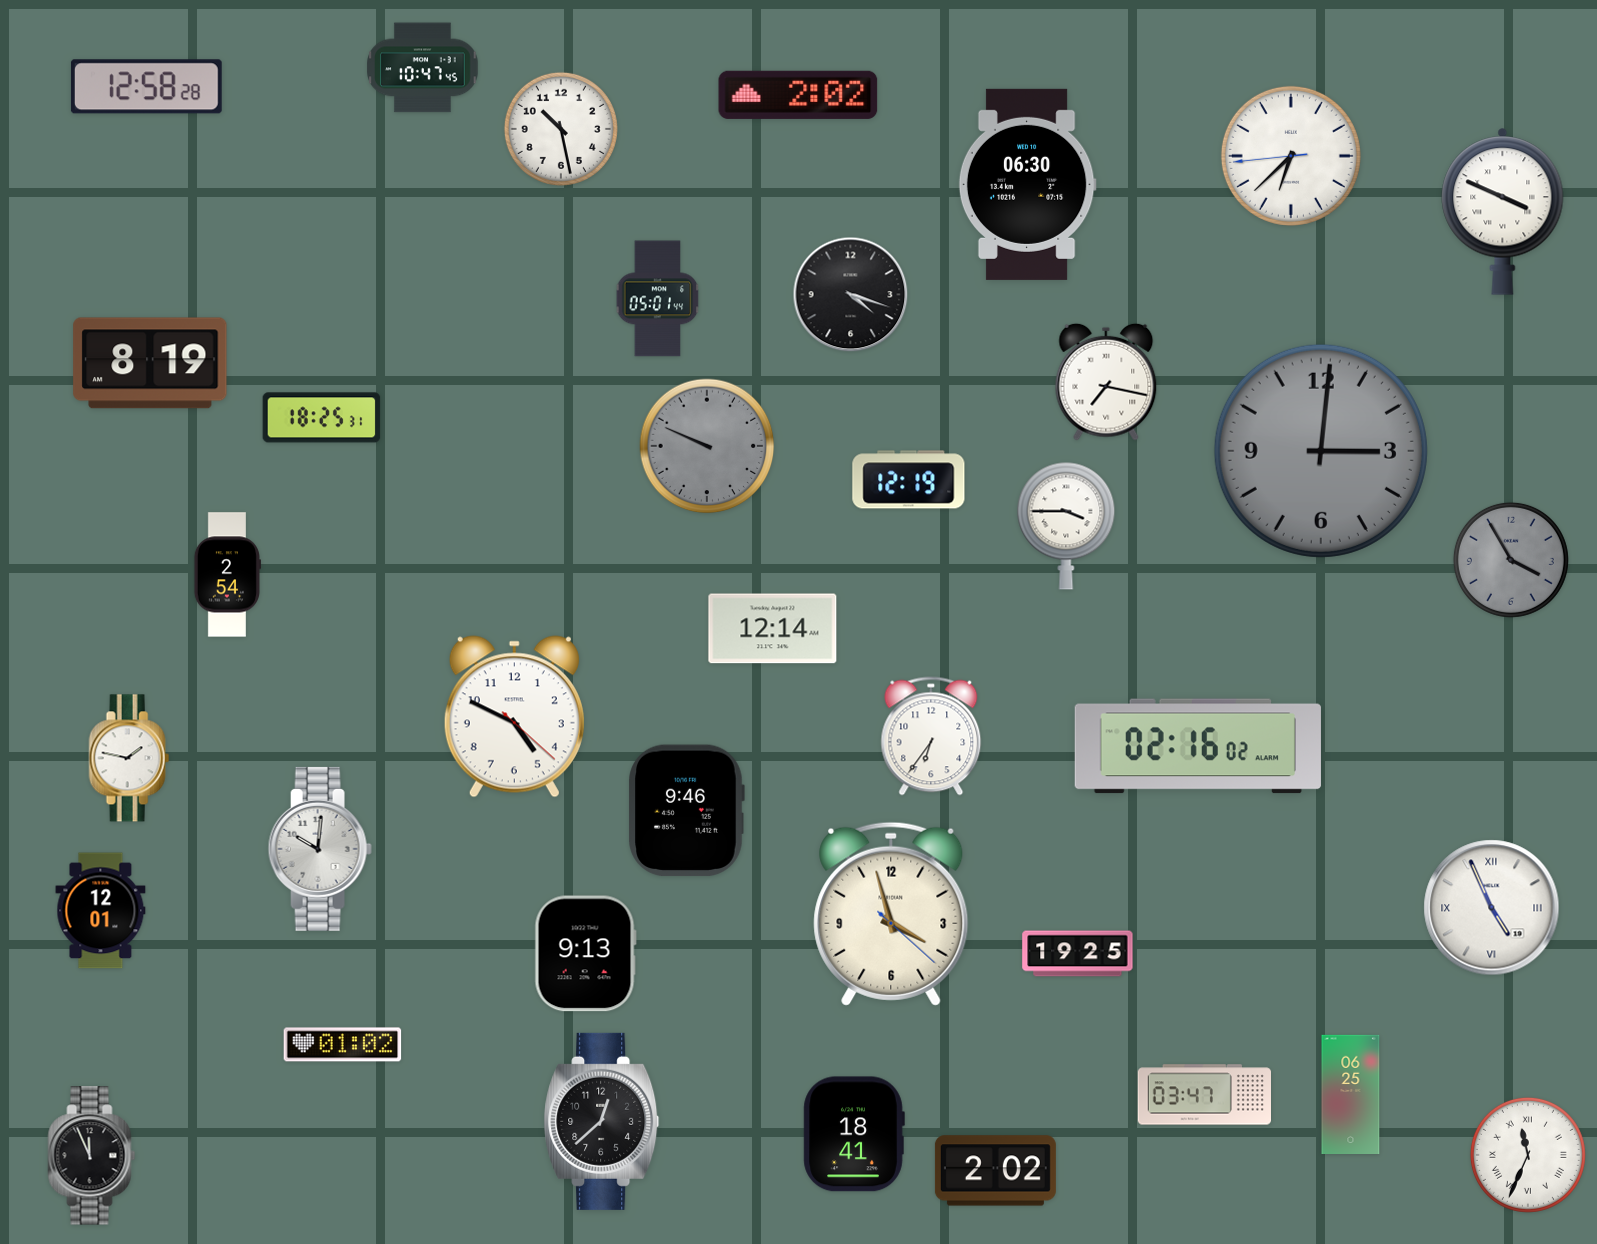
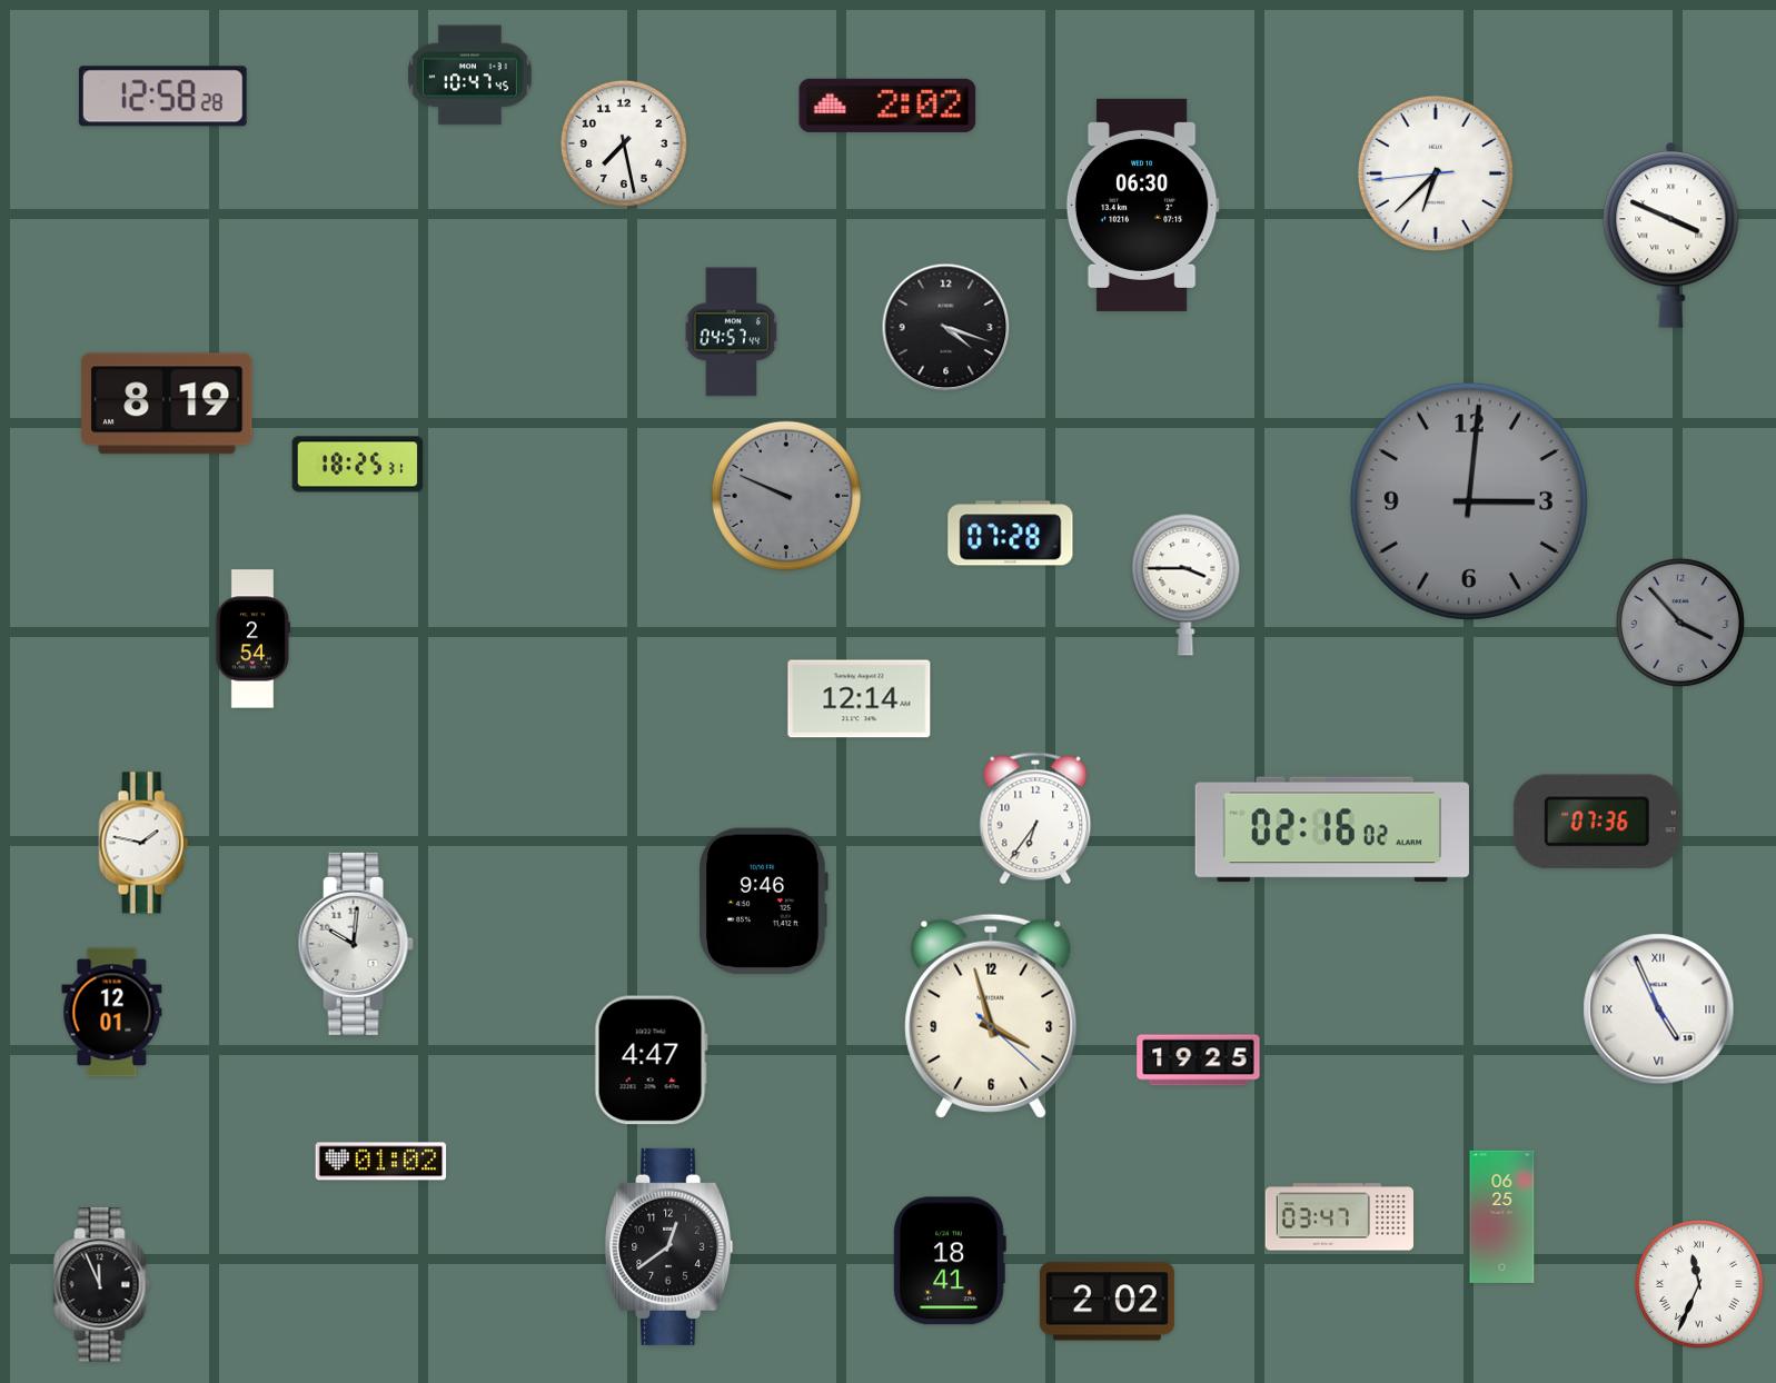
clock at (561, 129): 10:28 -> 7:28
clock at (658, 299): 05:01 -> 04:57
clock at (1106, 382): 7:17 -> none
clock at (909, 480): 12:19 -> 07:28
clock at (1511, 560): 3:55 -> 3:53
clock at (514, 717): 4:49 -> none
clock at (1597, 822): none -> 07:36
clock at (585, 954): 9:13 -> 4:47
clock at (602, 1121): 12:38 -> 12:39
